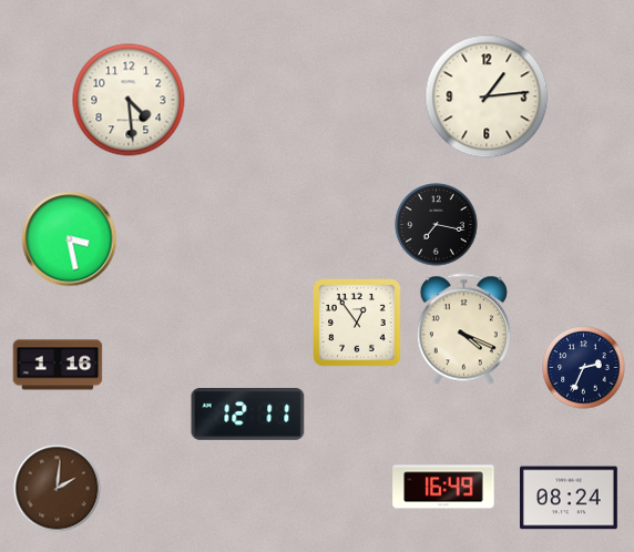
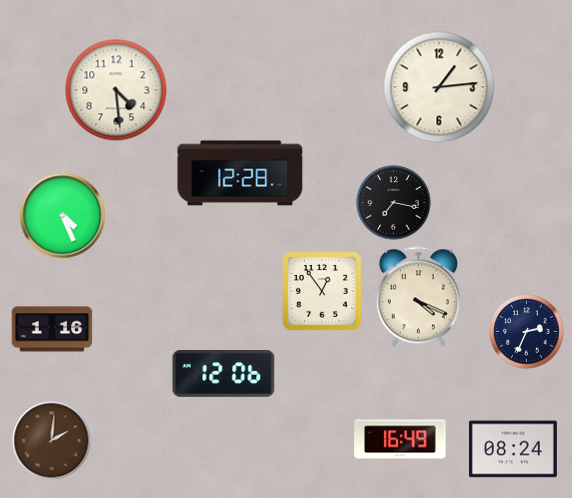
clock at (240, 173): none -> 12:28
clock at (70, 239): 3:28 -> 4:26
clock at (248, 415): 12:11 -> 12:06
